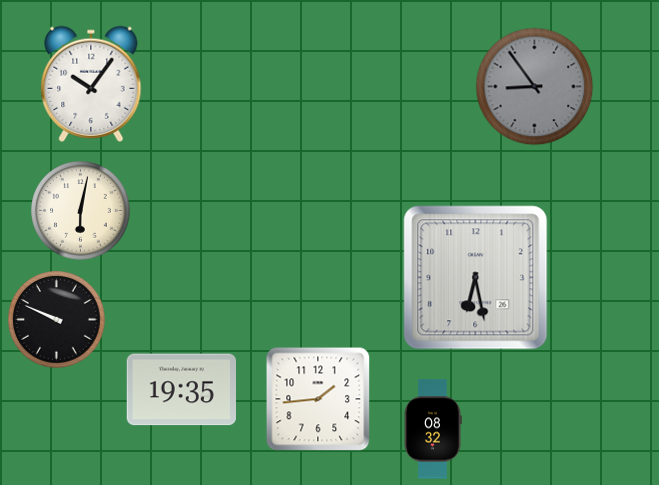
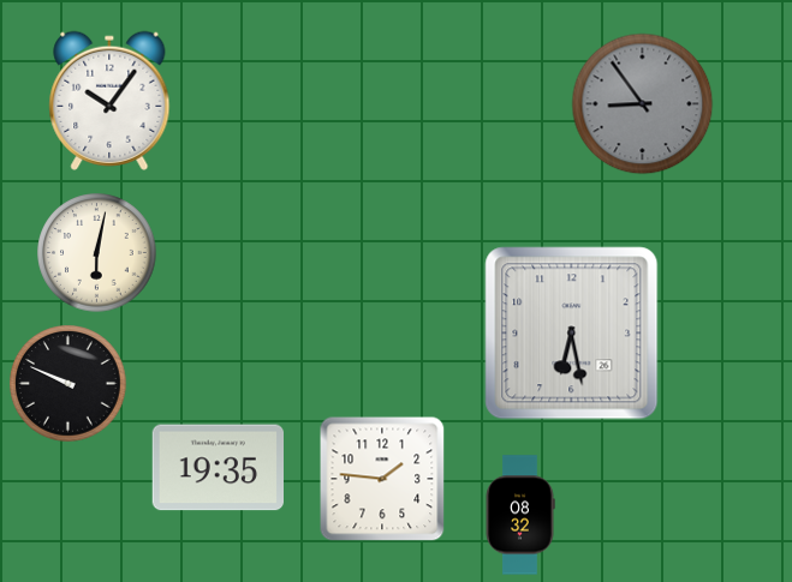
clock at (318, 399): 1:44 -> 1:46
